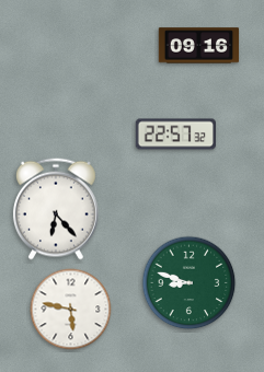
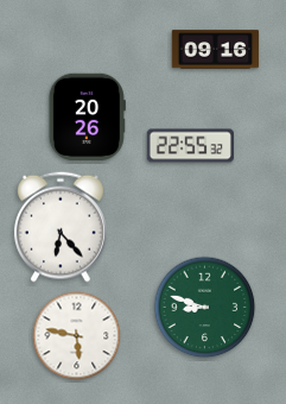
clock at (87, 116): none -> 20:26
clock at (176, 135): 22:57 -> 22:55
